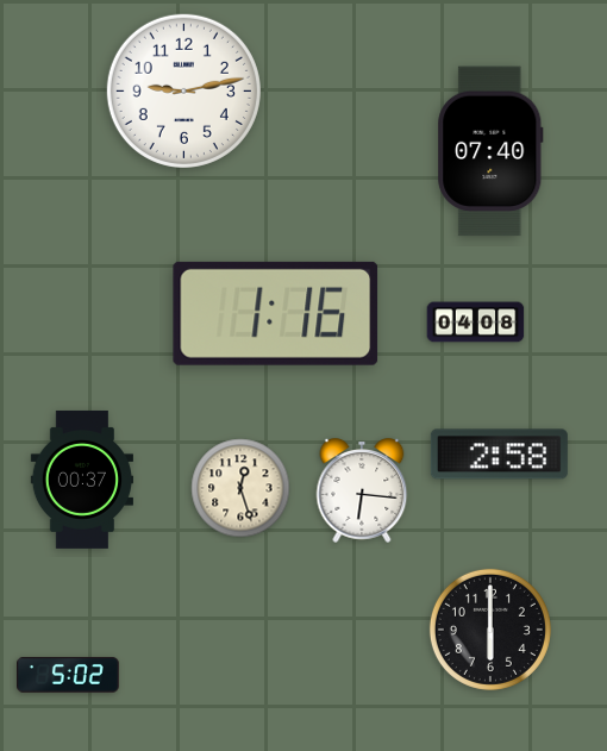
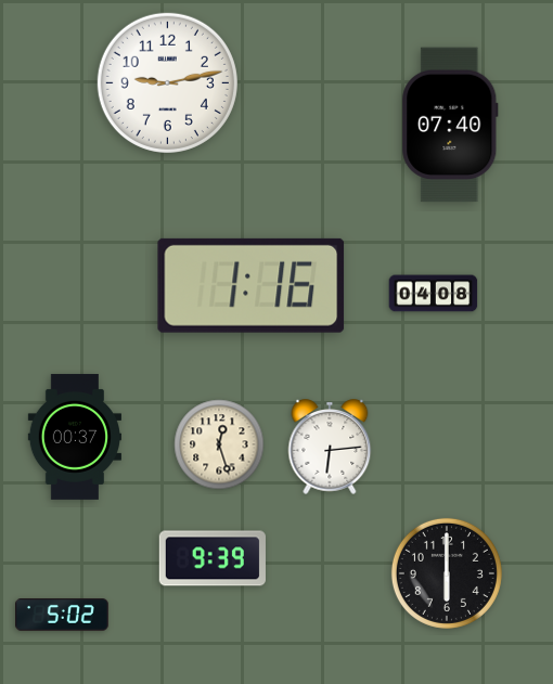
clock at (490, 151) position: (490, 151) -> (450, 125)
clock at (499, 455): 2:58 -> none
clock at (362, 490): 6:16 -> 6:14
clock at (213, 558): none -> 9:39
